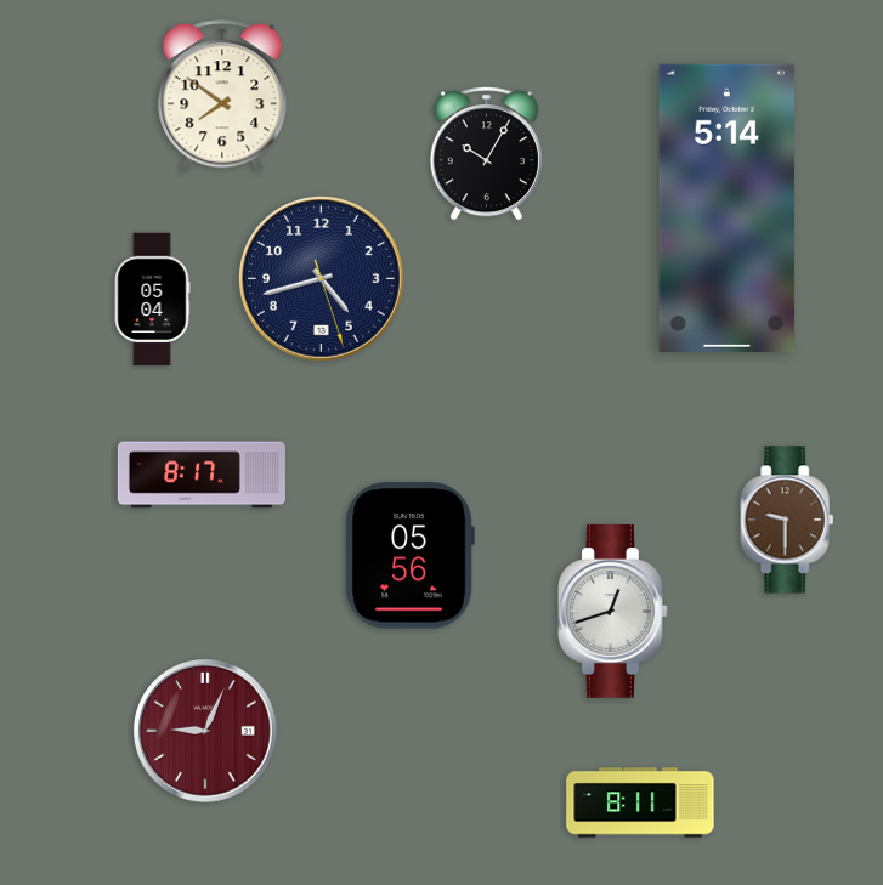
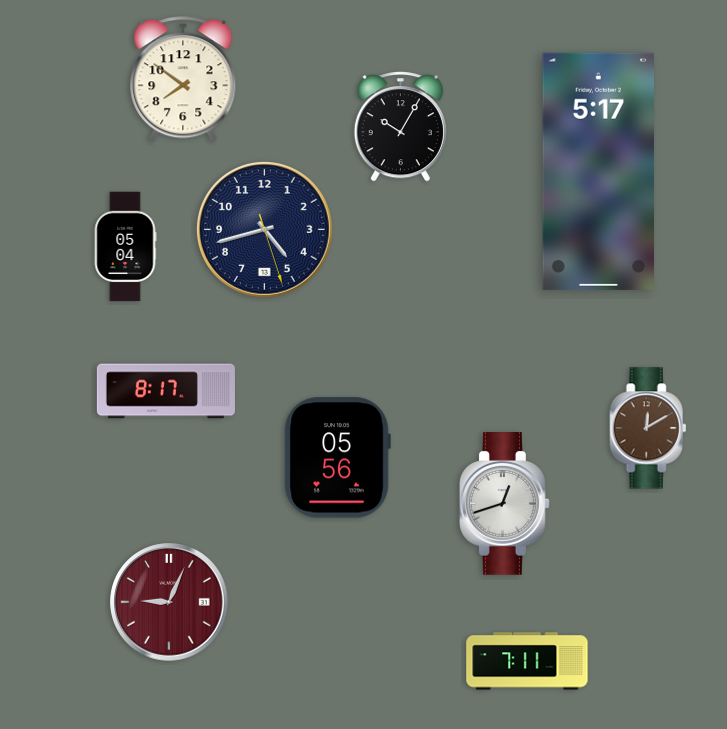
clock at (726, 208): 5:14 -> 5:17
clock at (787, 520): 9:30 -> 12:10
clock at (640, 802): 8:11 -> 7:11
